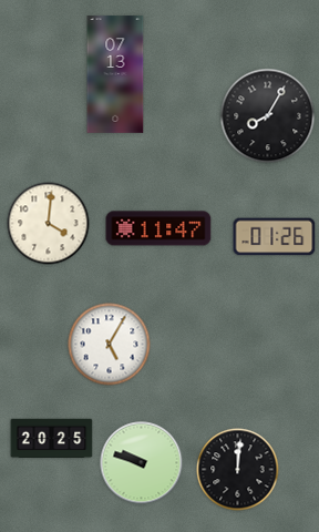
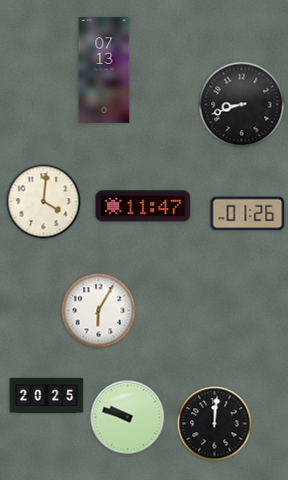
clock at (115, 74) position: (115, 74) -> (104, 70)
clock at (268, 116): 8:05 -> 8:42
clock at (110, 345): 5:05 -> 6:05
